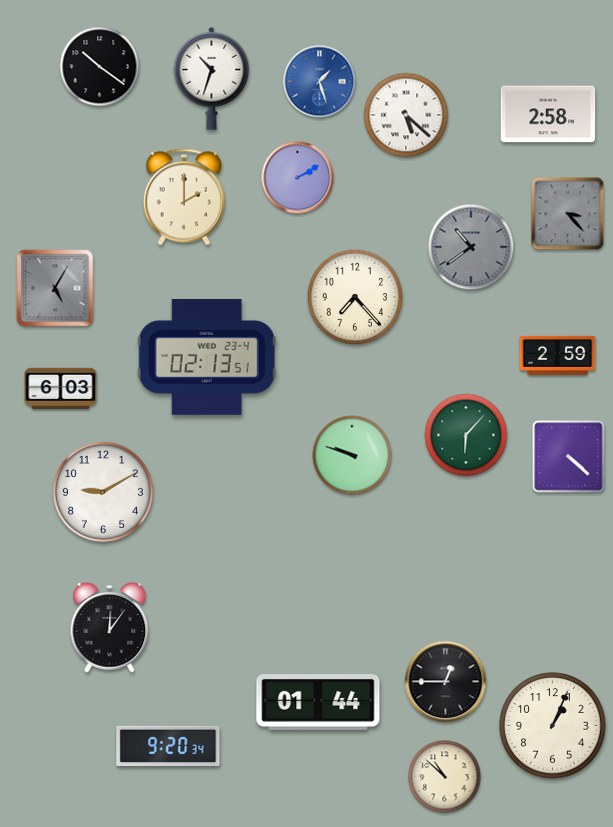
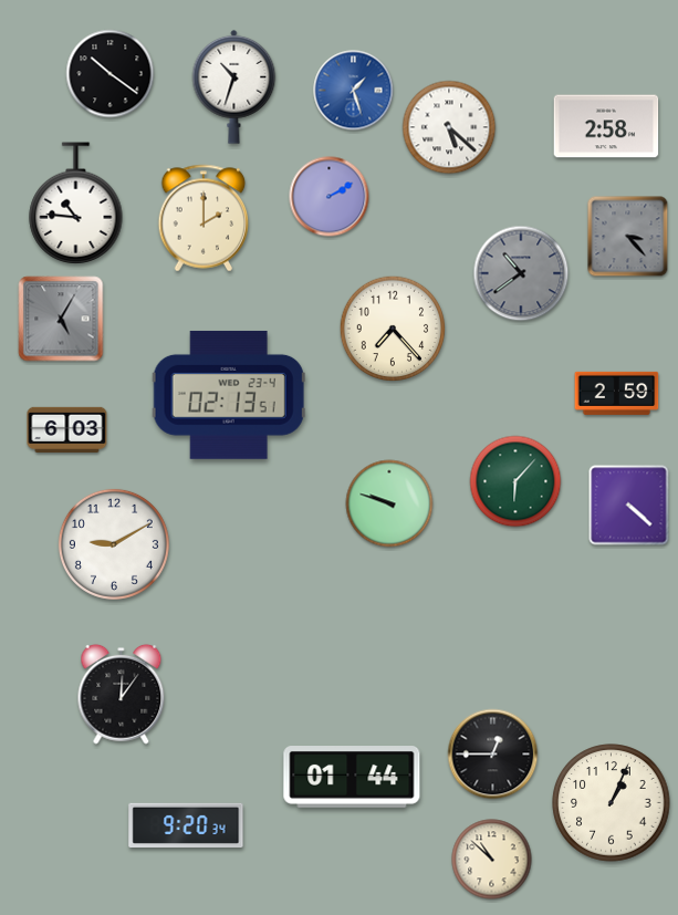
clock at (76, 204): none -> 10:46
